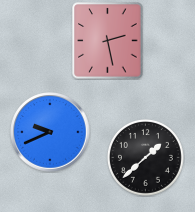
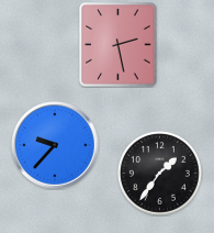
clock at (50, 132): 9:41 -> 9:37
clock at (145, 157): 1:38 -> 1:36
